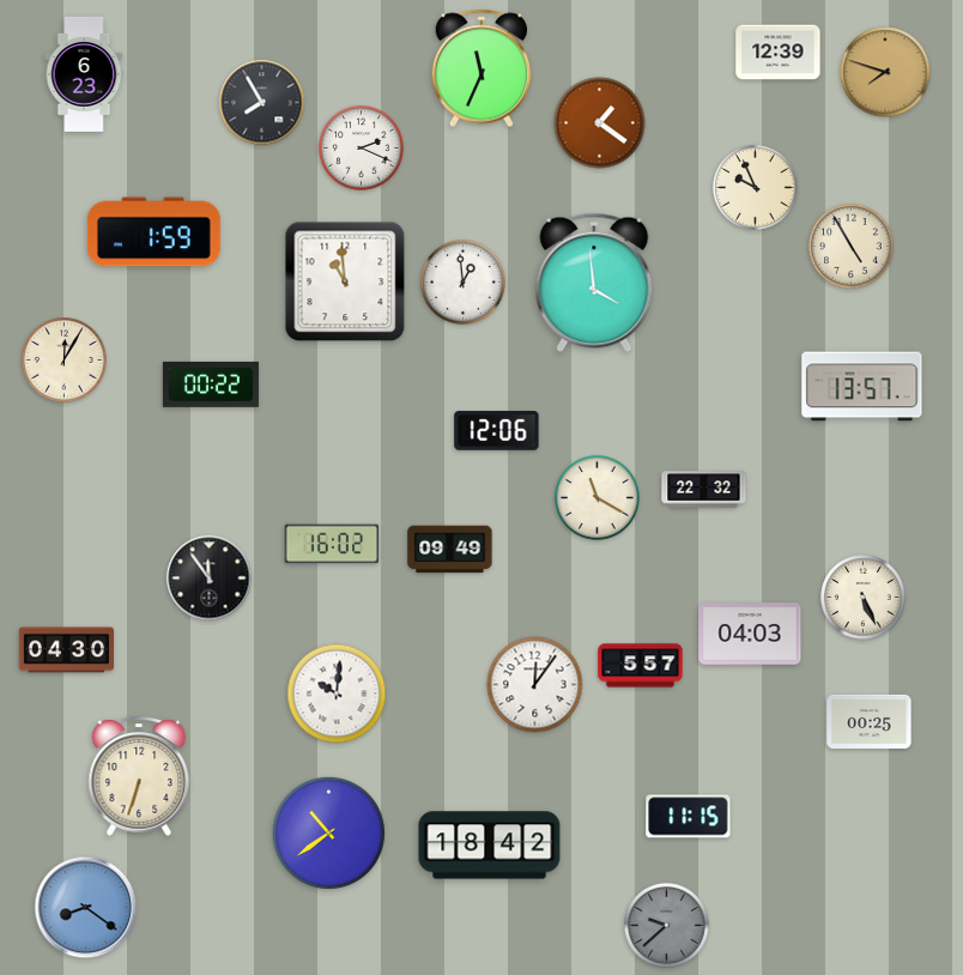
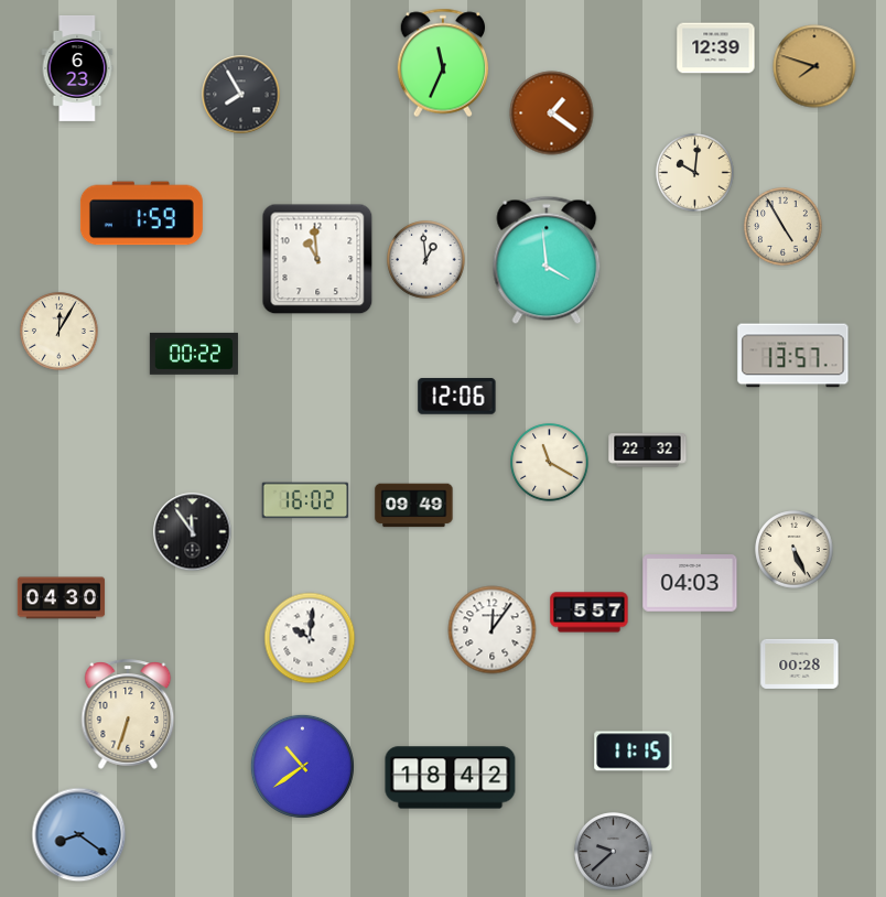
clock at (362, 149): 2:19 -> none
clock at (756, 188): 9:56 -> 10:01
clock at (598, 498) position: (598, 498) -> (550, 463)
clock at (870, 721): 00:25 -> 00:28
